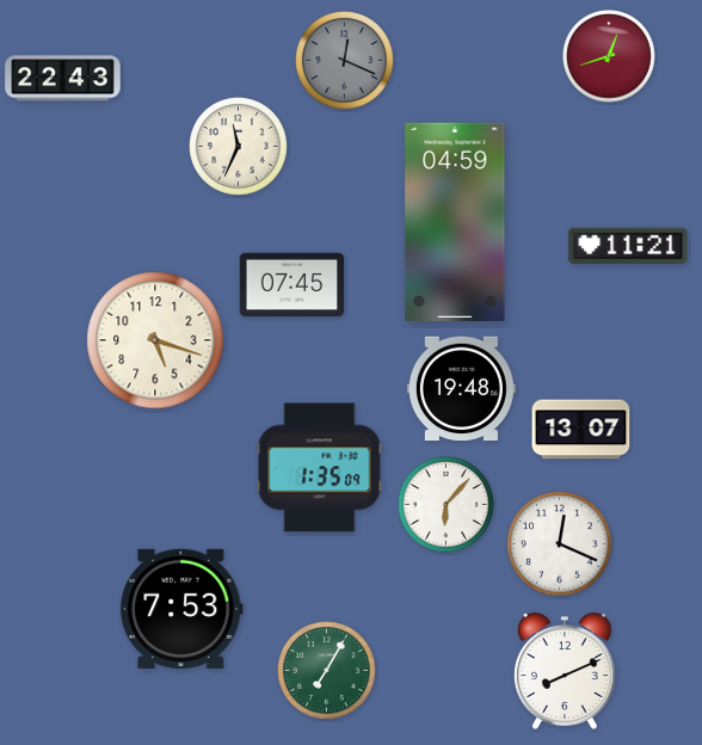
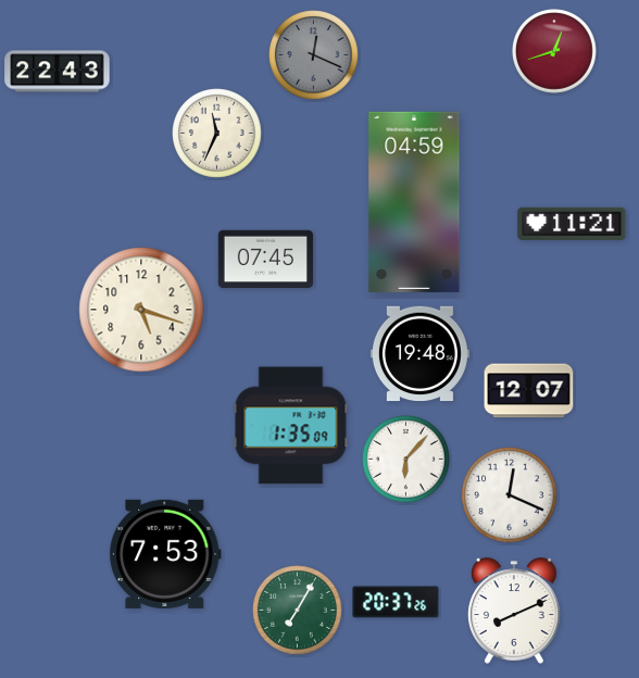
clock at (581, 430): 13:07 -> 12:07
clock at (396, 602): none -> 20:37
